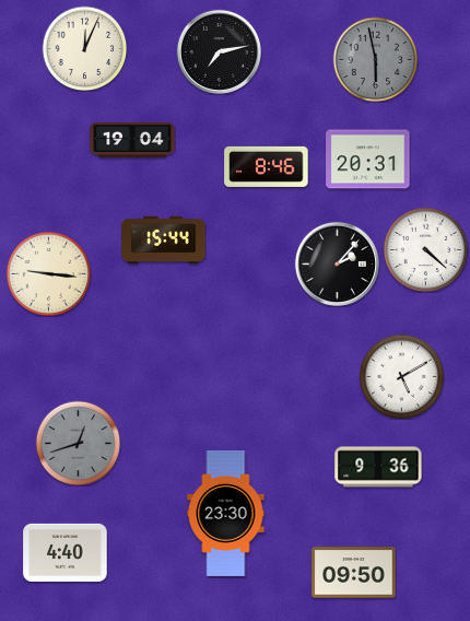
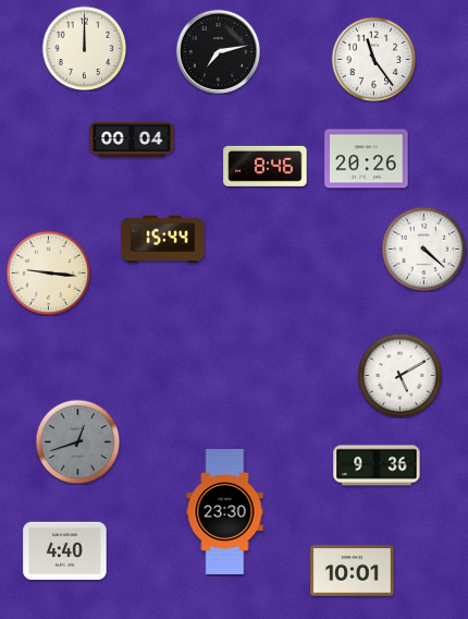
clock at (84, 48): 12:04 -> 12:00
clock at (375, 59): 5:58 -> 11:24
clock at (375, 59) dial: grey -> white
clock at (132, 140): 19:04 -> 00:04
clock at (368, 160): 20:31 -> 20:26
clock at (337, 263): 2:07 -> none
clock at (354, 573): 09:50 -> 10:01
